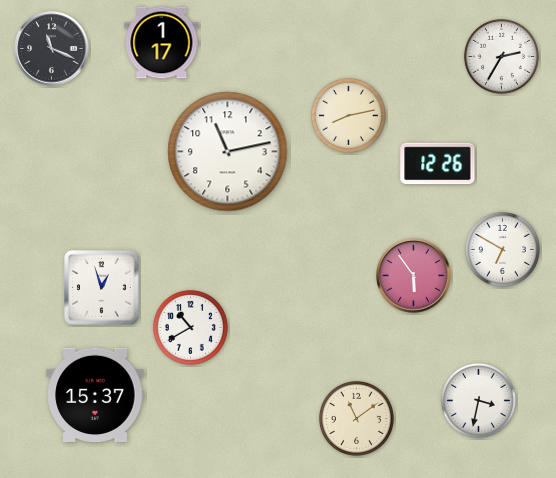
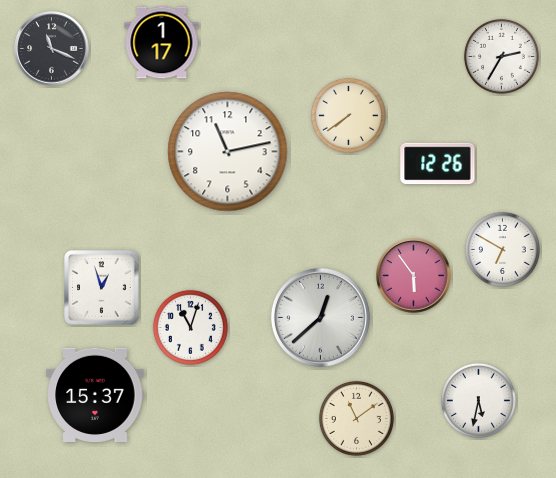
clock at (348, 115): 8:13 -> 7:39
clock at (320, 317): none -> 12:38
clock at (190, 327): 10:40 -> 11:03
clock at (478, 400): 3:32 -> 5:32
